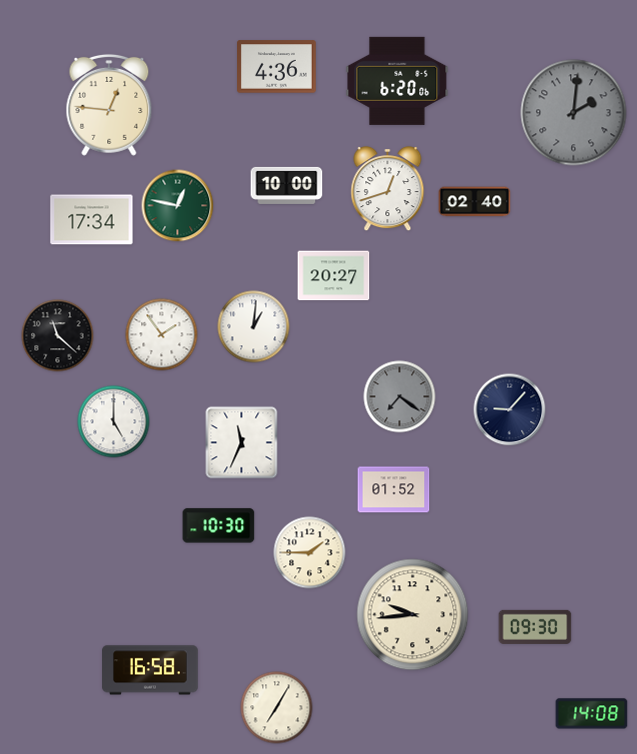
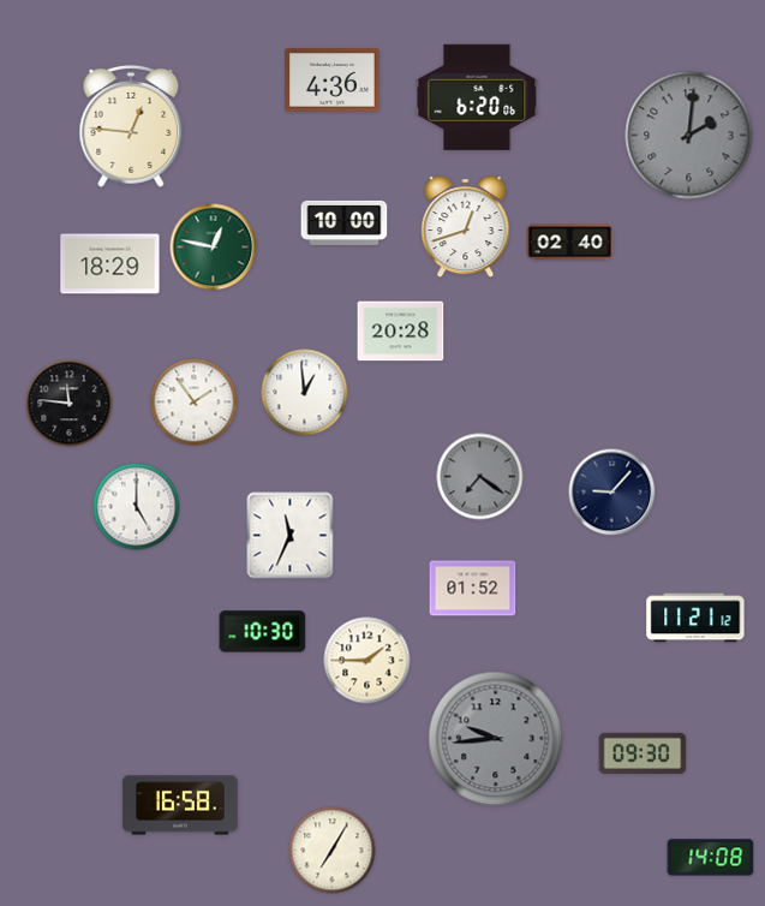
clock at (92, 220): 17:34 -> 18:29
clock at (334, 276): 20:27 -> 20:28
clock at (254, 327): 1:01 -> 12:59
clock at (58, 336): 11:22 -> 11:46
clock at (242, 443) position: (242, 443) -> (291, 536)
clock at (695, 618): none -> 11:21
clock at (310, 553) position: (310, 553) -> (367, 661)
clock at (413, 615) dial: cream -> grey
